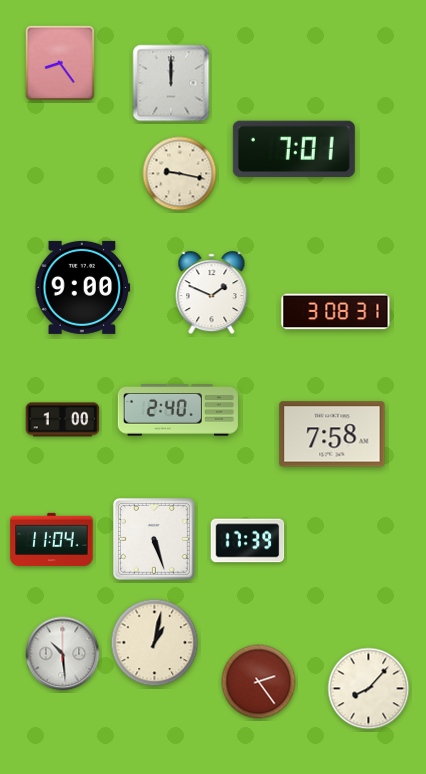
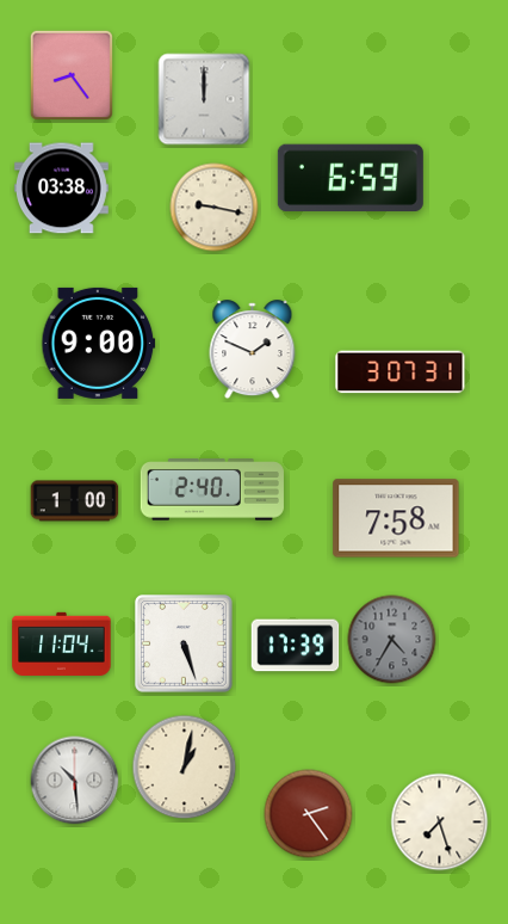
clock at (294, 148): 7:01 -> 6:59
clock at (61, 189): none -> 03:38
clock at (336, 312): 3:08 -> 3:07
clock at (392, 640): none -> 4:35
clock at (369, 689): 8:07 -> 7:27
